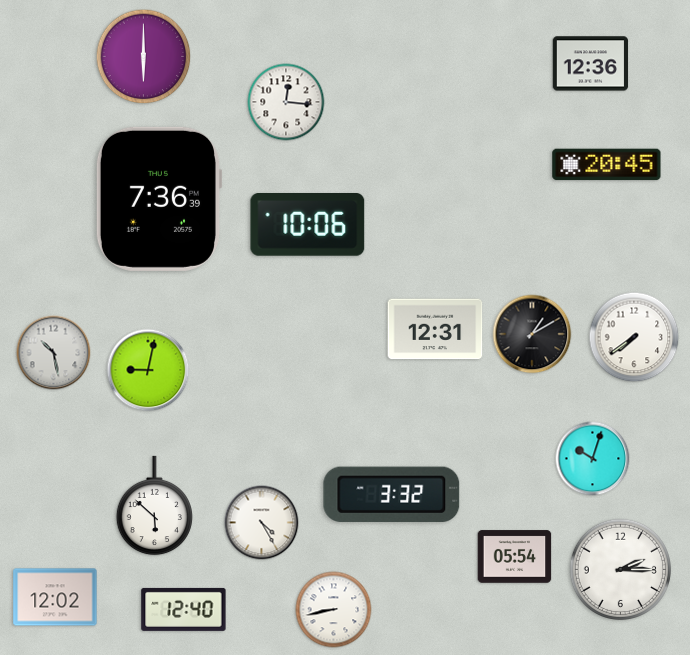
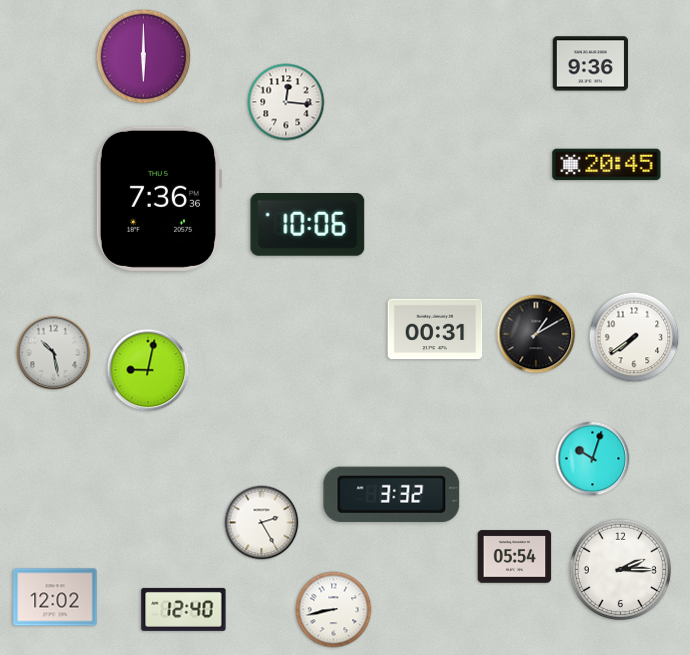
clock at (591, 64): 12:36 -> 9:36
clock at (158, 199): 7:36:39 -> 7:36:36
clock at (435, 329): 12:31 -> 00:31
clock at (532, 334) position: (532, 334) -> (536, 334)
clock at (154, 506): 5:52 -> none
clock at (262, 523): 4:25 -> 2:25
